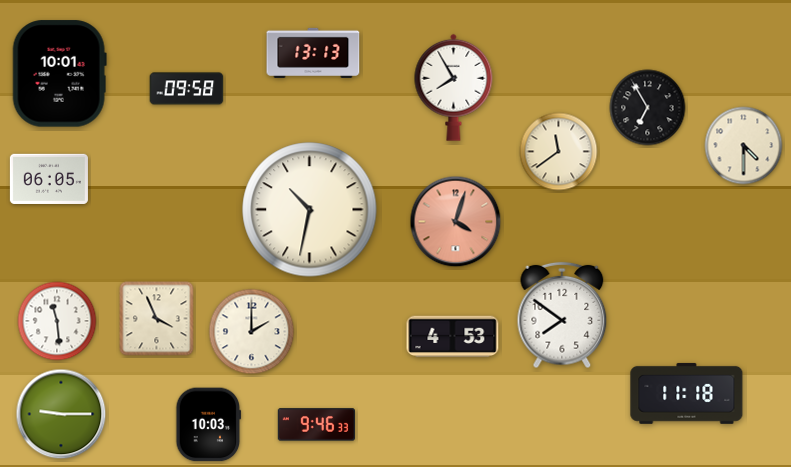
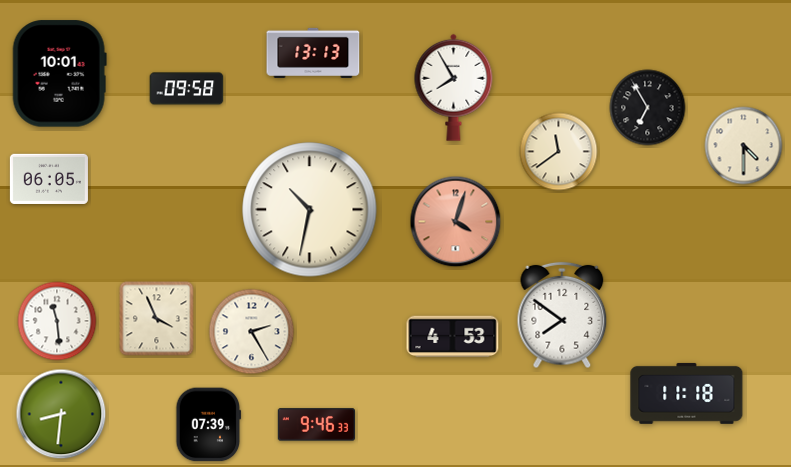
clock at (252, 332): 2:00 -> 2:25
clock at (61, 414): 9:15 -> 8:31
clock at (209, 425): 10:03 -> 07:39
